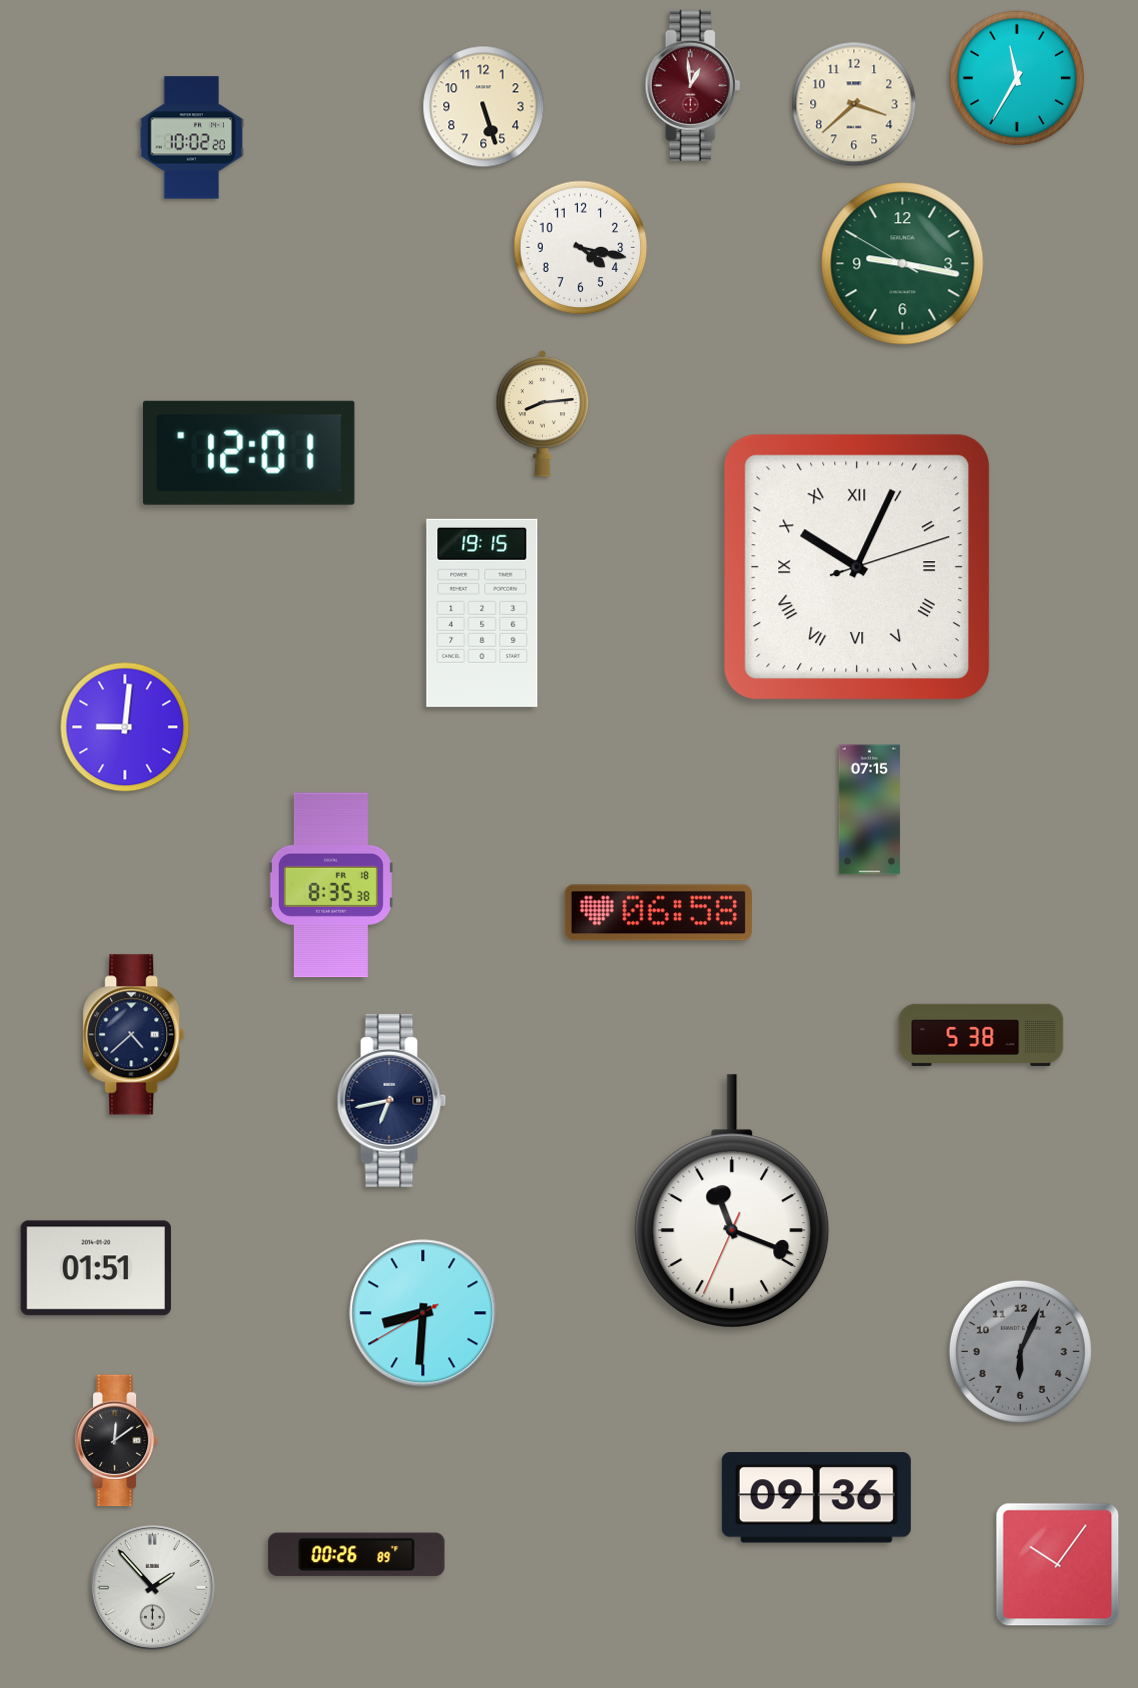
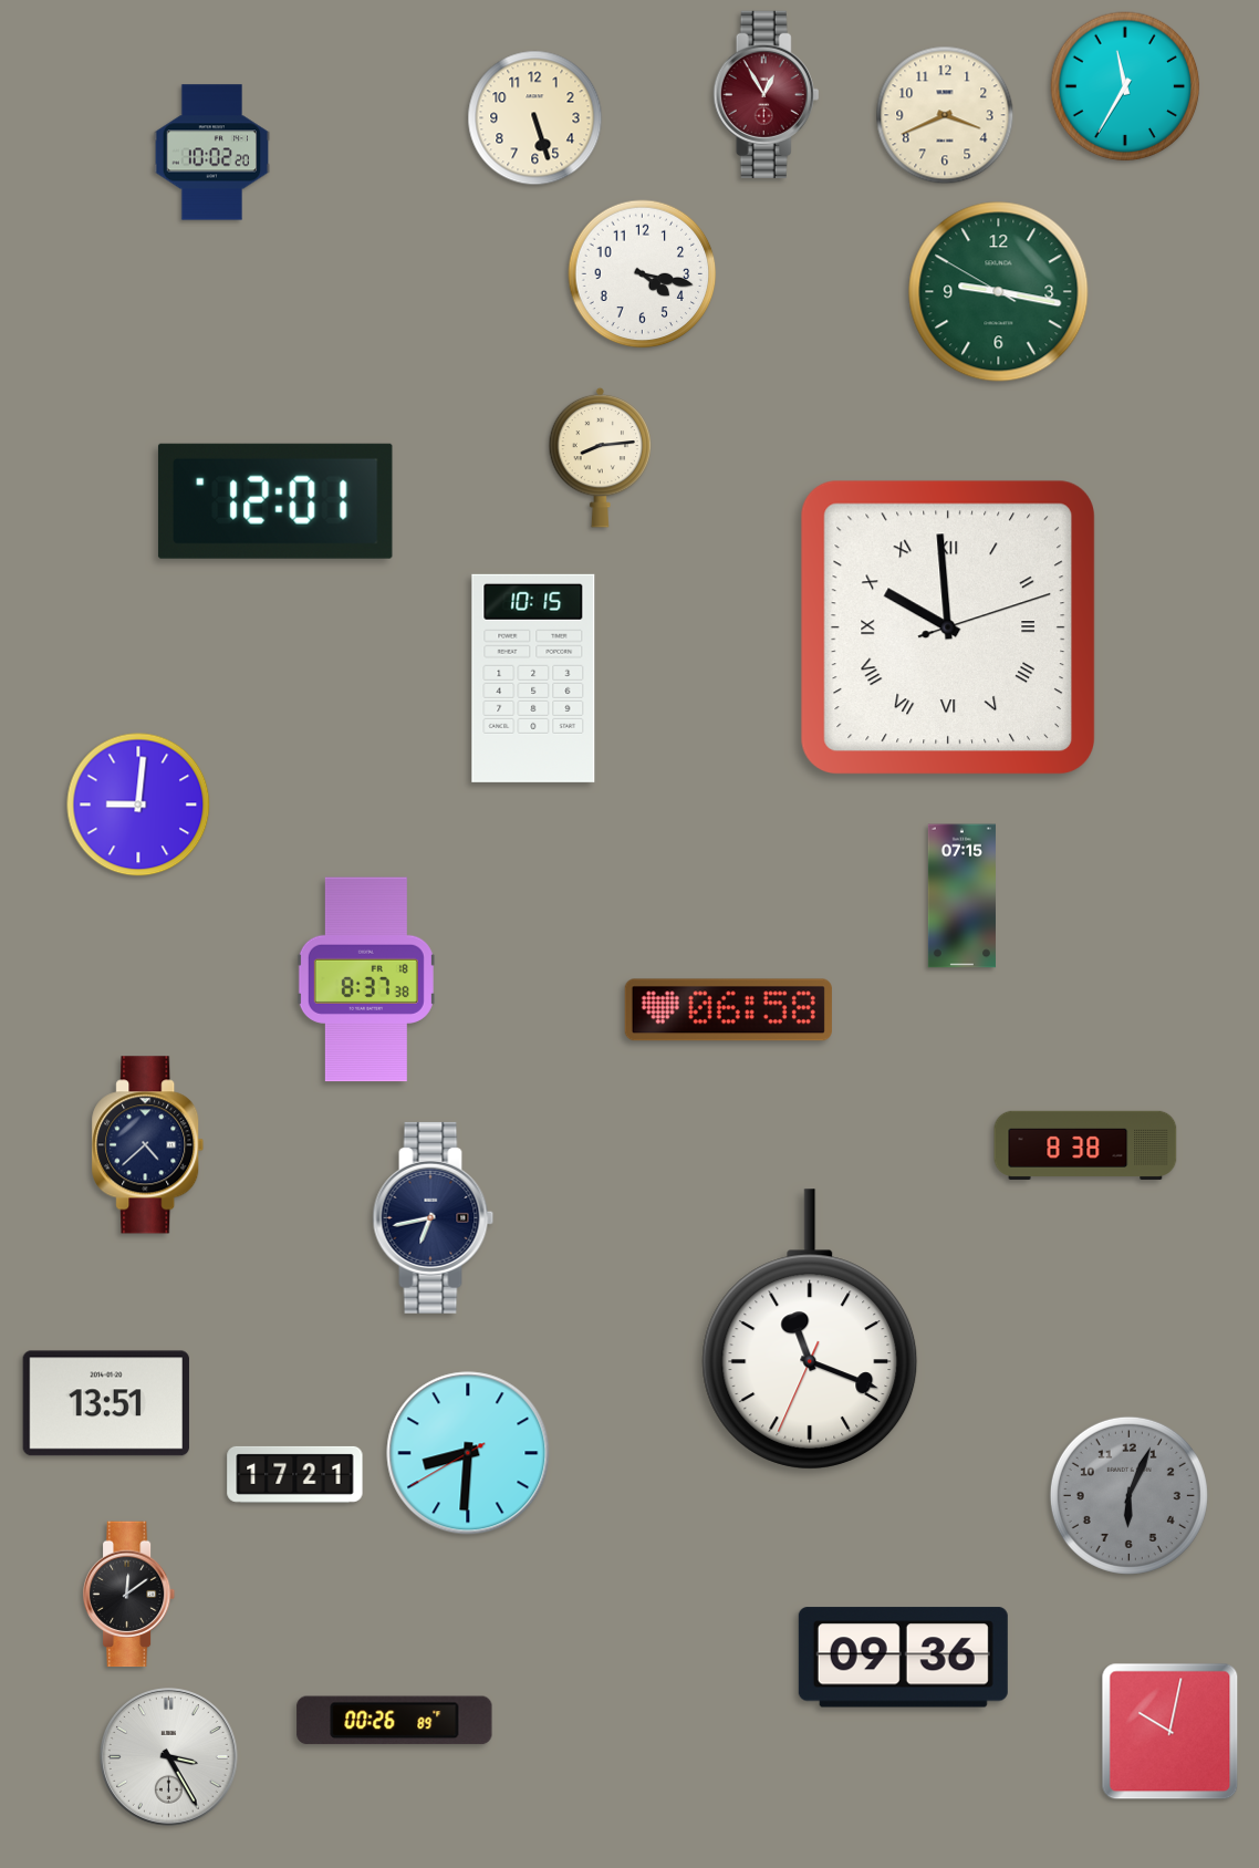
clock at (693, 85): 12:59 -> 12:55
clock at (854, 104): 3:38 -> 3:41
clock at (857, 567): 10:04 -> 9:59
clock at (482, 613): 19:15 -> 10:15
clock at (331, 885): 8:35 -> 8:37
clock at (981, 1035): 5:38 -> 8:38
clock at (96, 1268): 01:51 -> 13:51
clock at (295, 1474): none -> 17:21
clock at (1058, 1565): 10:06 -> 10:02
clock at (153, 1588): 1:53 -> 3:25
